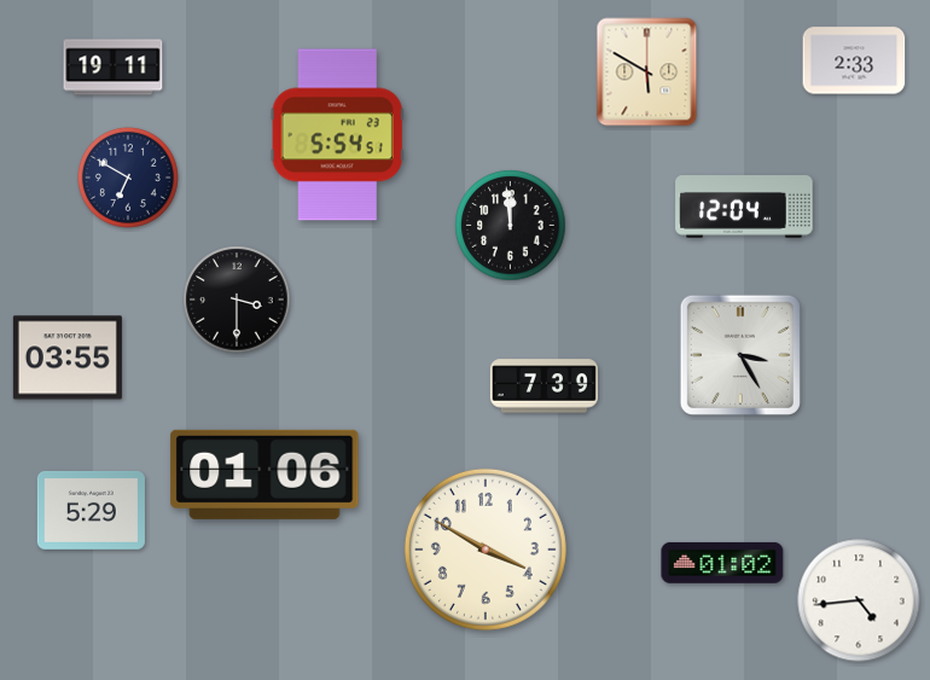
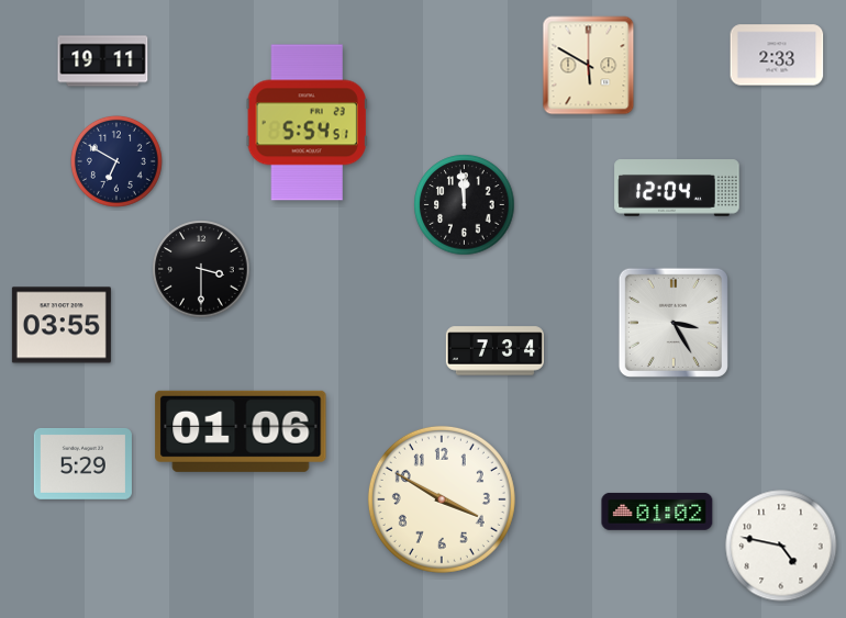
clock at (237, 300) position: (237, 300) -> (201, 269)
clock at (544, 387): 7:39 -> 7:34
clock at (859, 600): 4:44 -> 4:47
